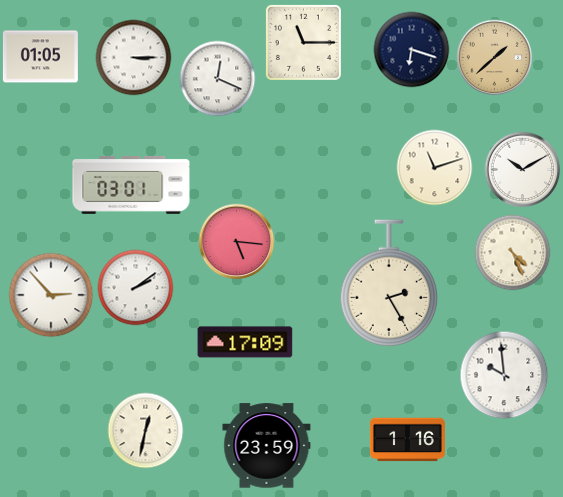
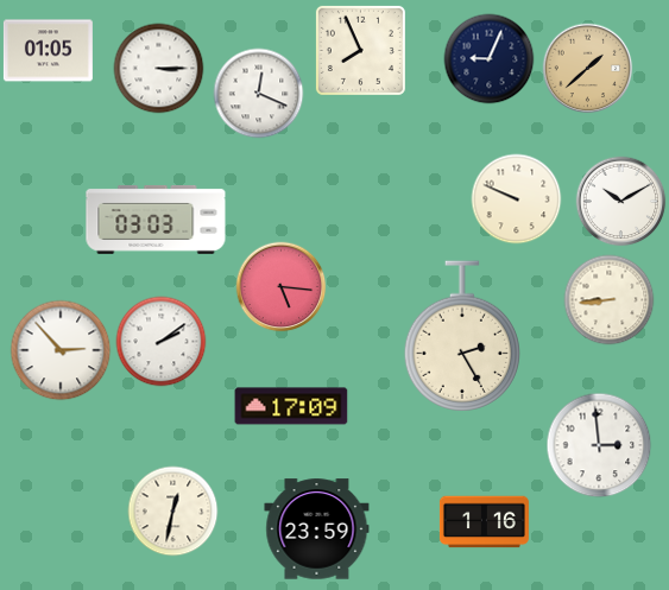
clock at (303, 42): 11:15 -> 7:56
clock at (412, 50): 6:18 -> 9:04
clock at (40, 57) position: (40, 57) -> (48, 51)
clock at (435, 168): 11:12 -> 9:49
clock at (131, 186): 03:01 -> 03:03
clock at (513, 253): 4:26 -> 8:44
clock at (504, 375): 9:59 -> 2:59
